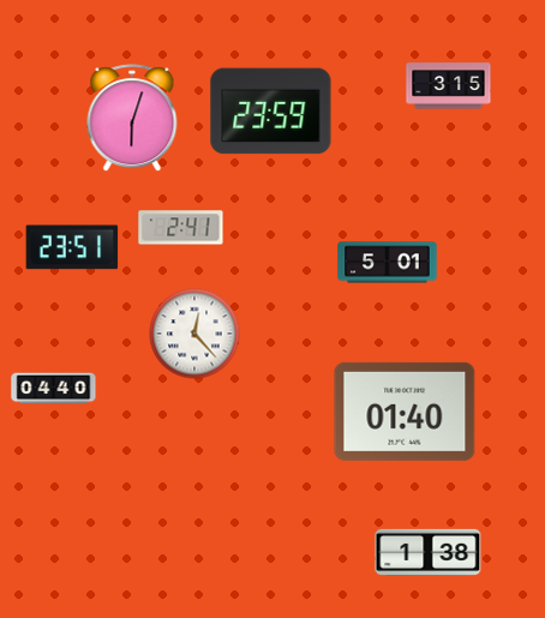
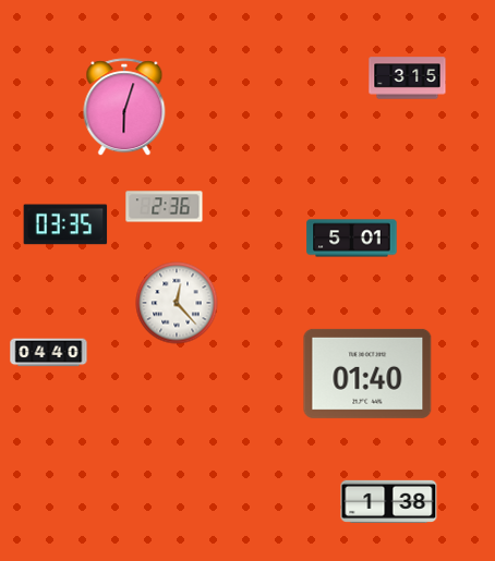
clock at (271, 112): 23:59 -> none
clock at (132, 119) position: (132, 119) -> (124, 108)
clock at (181, 228): 2:41 -> 2:36
clock at (72, 247): 23:51 -> 03:35
